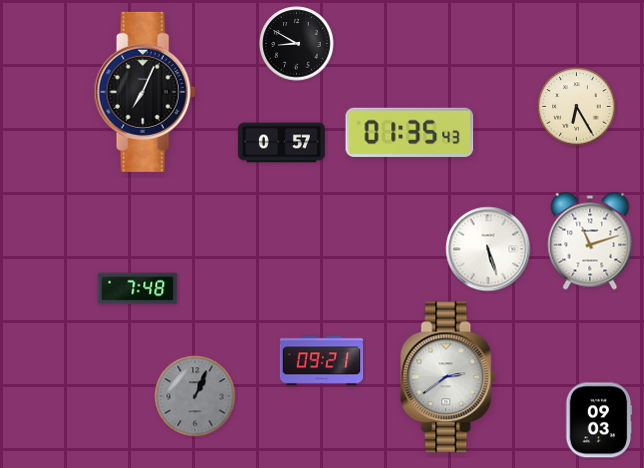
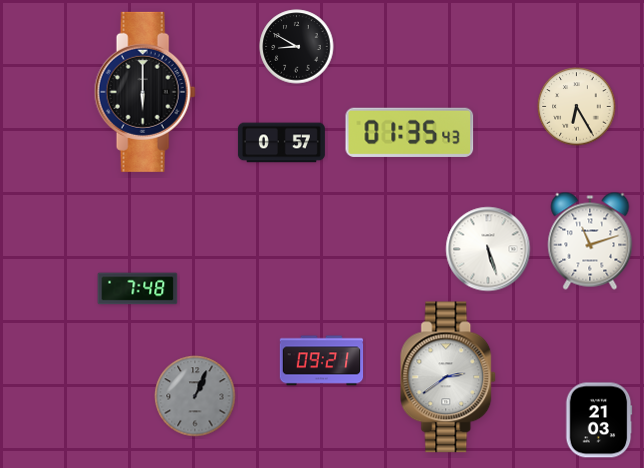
clock at (297, 44) position: (297, 44) -> (297, 47)
clock at (145, 92): 7:04 -> 6:00
clock at (599, 420): 09:03 -> 21:03
